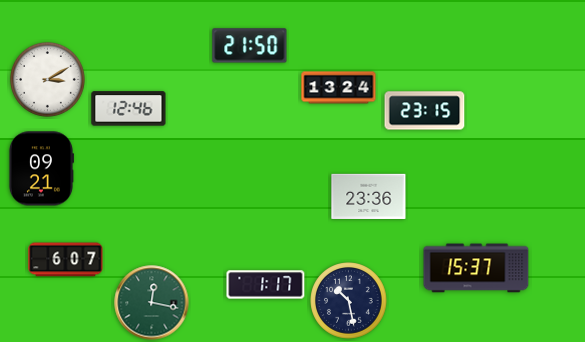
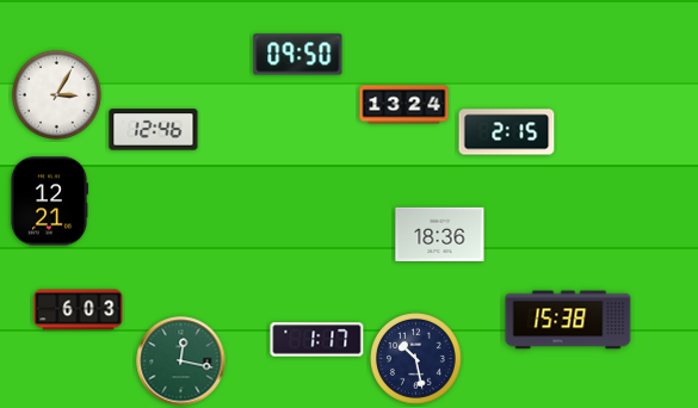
clock at (250, 46): 21:50 -> 09:50
clock at (48, 80): 3:10 -> 3:05
clock at (425, 111): 23:15 -> 2:15
clock at (41, 169): 09:21 -> 12:21
clock at (369, 196): 23:36 -> 18:36
clock at (66, 260): 6:07 -> 6:03
clock at (476, 268): 15:37 -> 15:38
